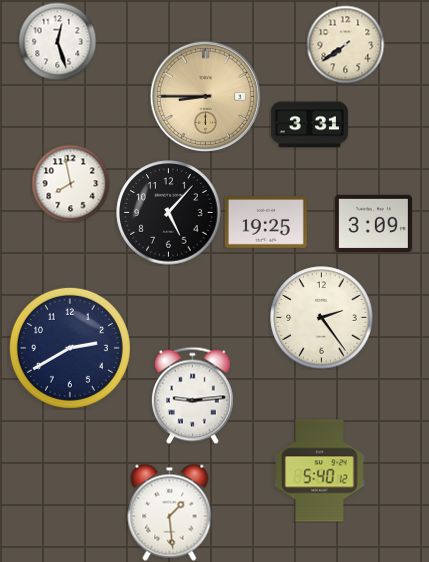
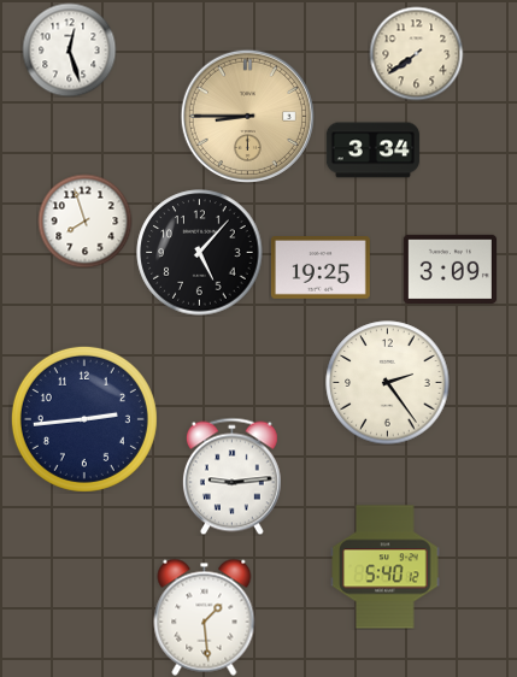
clock at (309, 125): 3:31 -> 3:34
clock at (70, 183): 7:58 -> 7:57
clock at (169, 213) position: (169, 213) -> (200, 253)
clock at (70, 348): 2:40 -> 2:44
